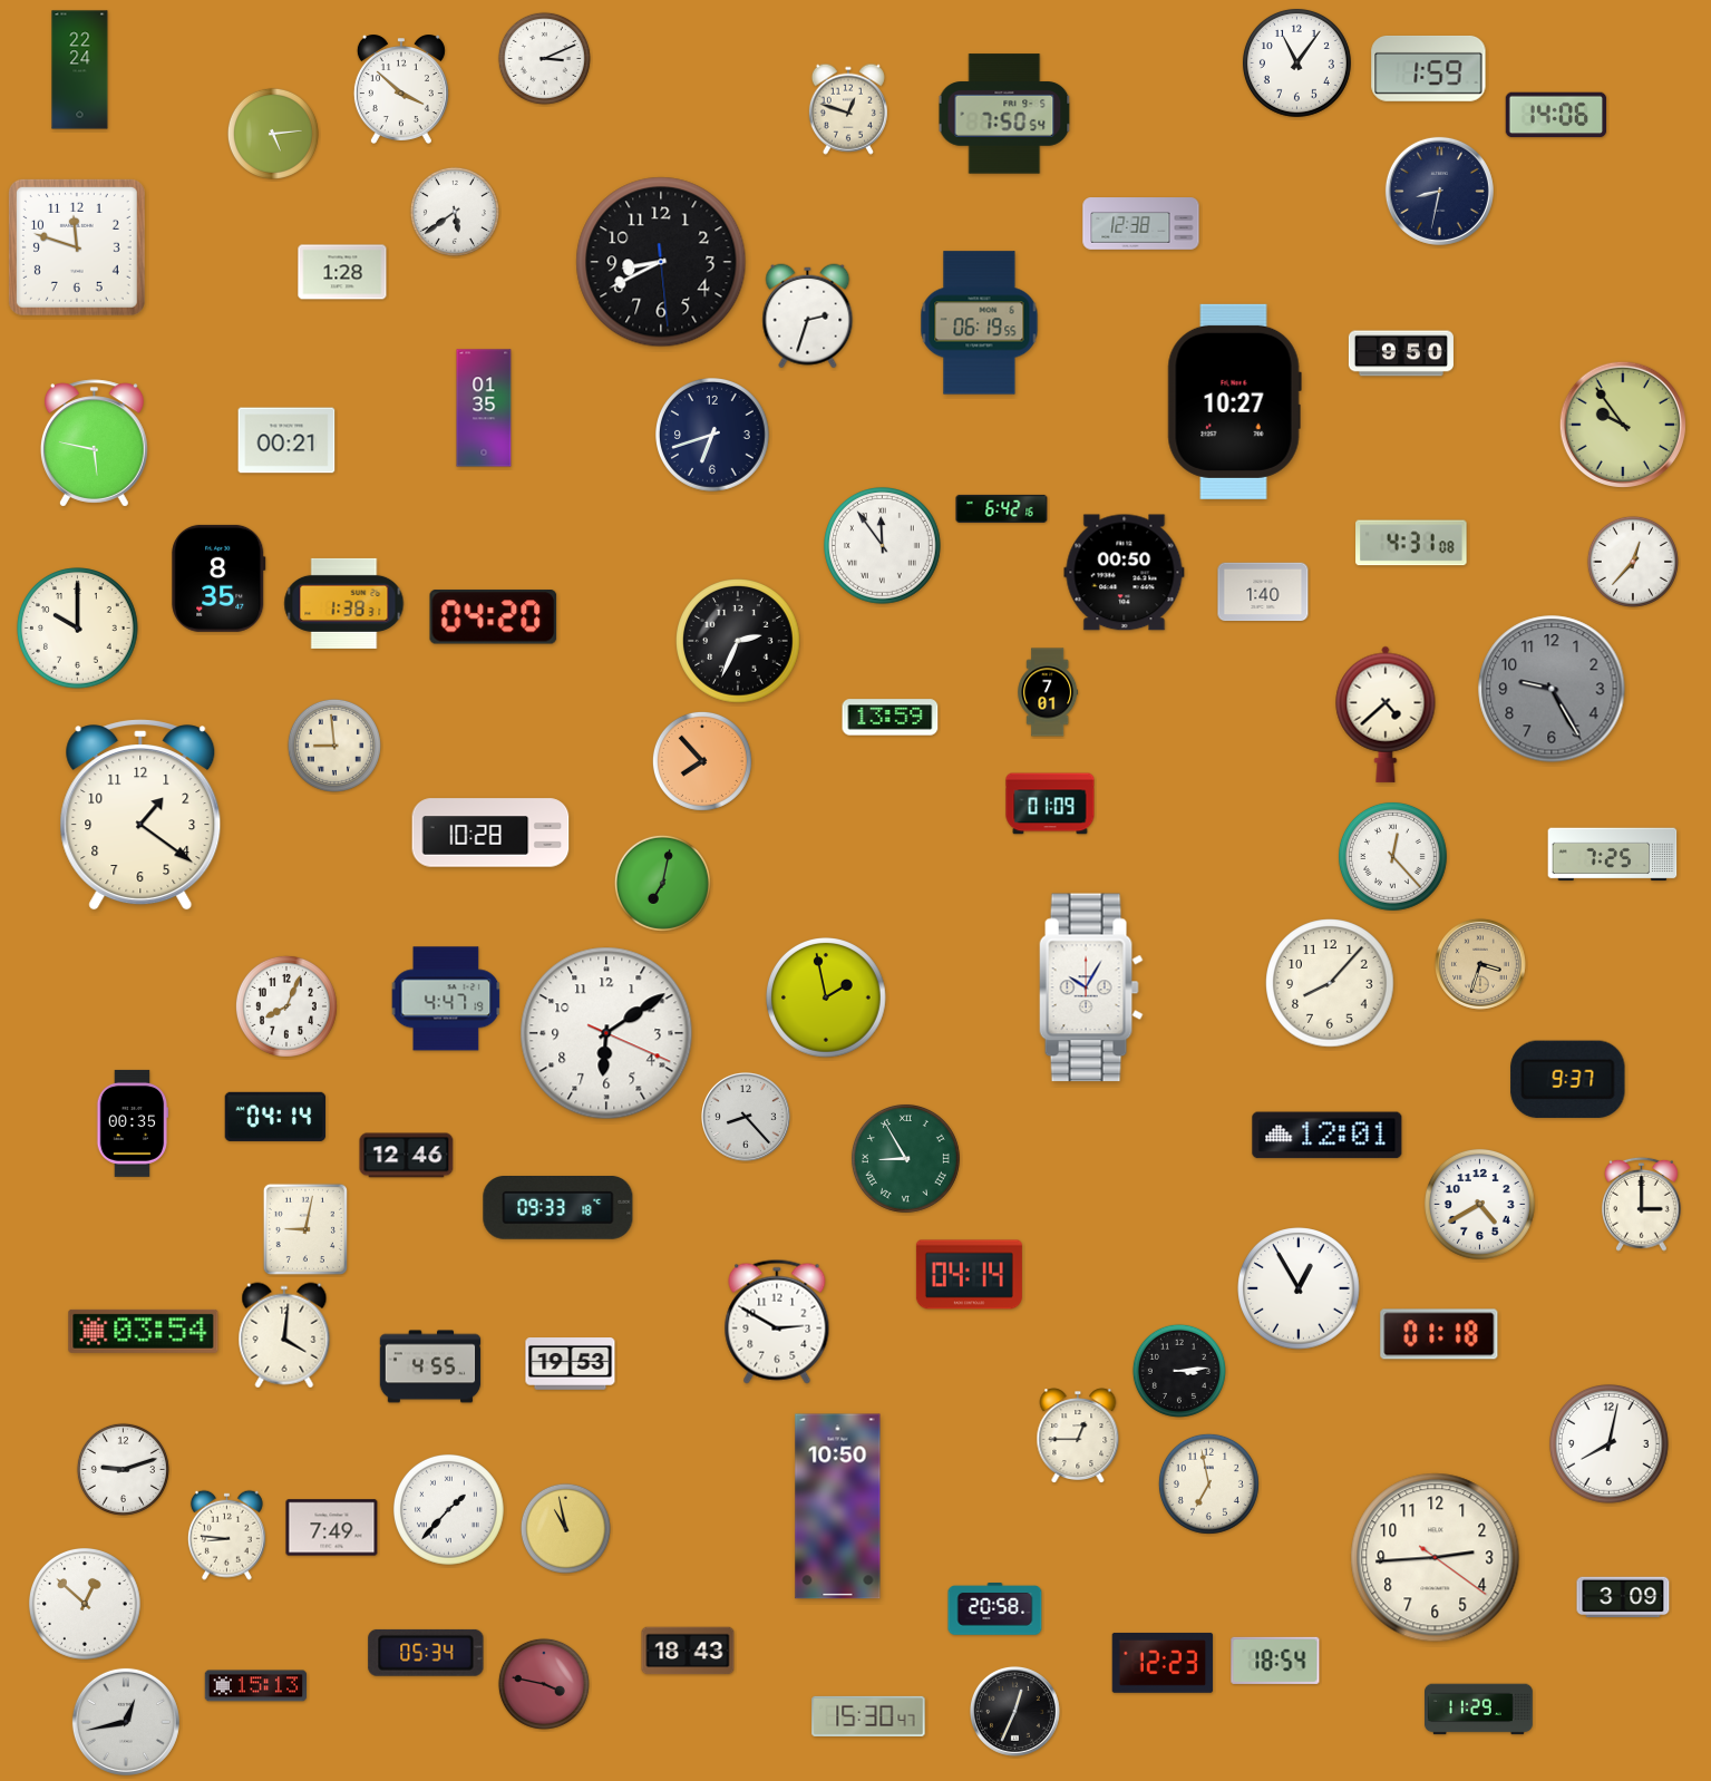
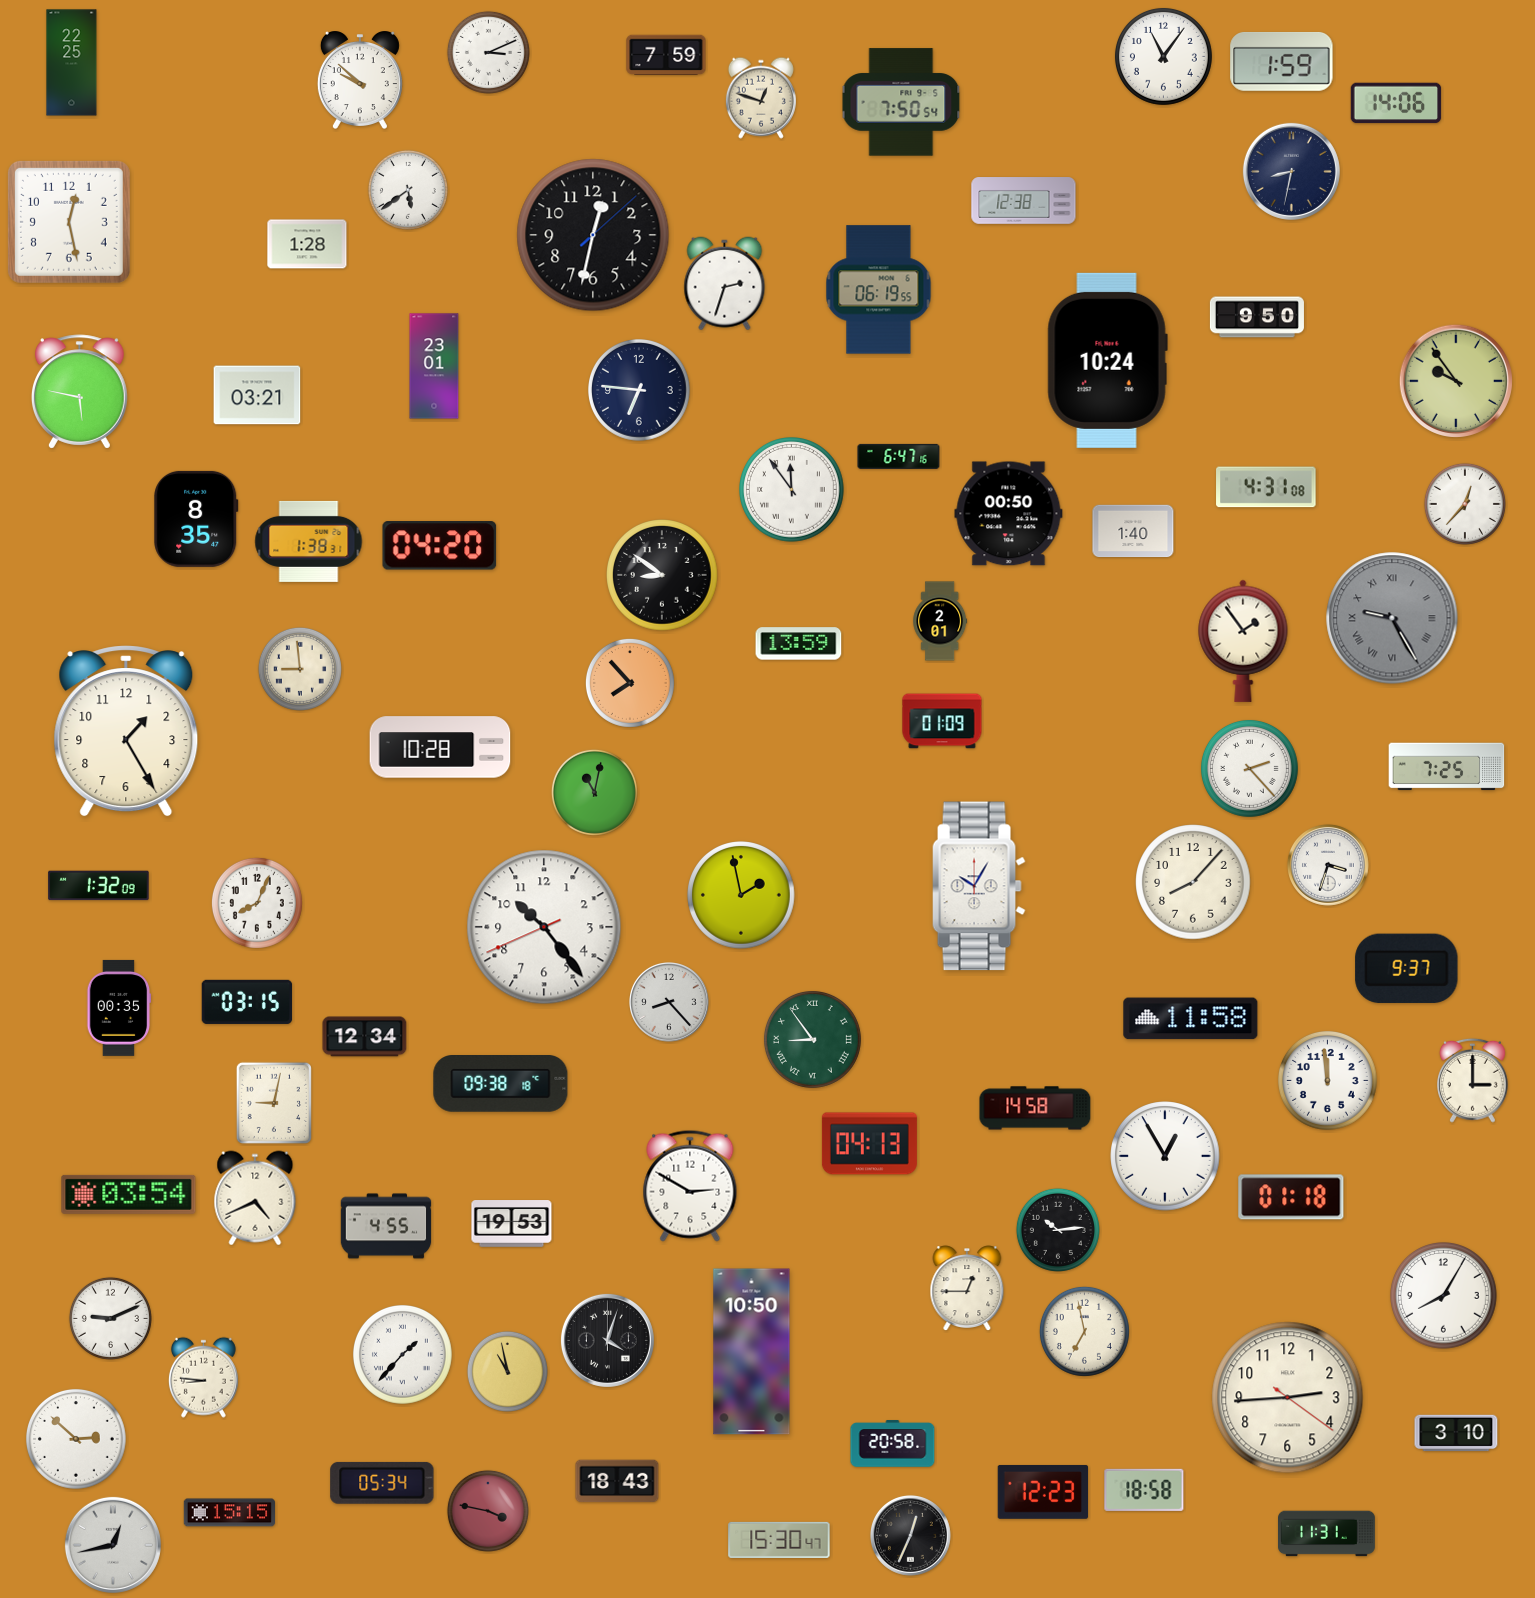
clock at (666, 54): none -> 7:59
clock at (80, 70): 22:24 -> 22:25
clock at (401, 89): 3:52 -> 9:52
clock at (273, 134): 5:14 -> none
clock at (77, 247): 11:48 -> 12:28
clock at (661, 262): 8:40 -> 12:32
clock at (1234, 401): 10:27 -> 10:24
clock at (484, 408): 01:35 -> 23:01
clock at (713, 436): 6:42 -> 6:46
clock at (286, 440): 00:21 -> 03:21
clock at (94, 444) position: (94, 444) -> (79, 392)
clock at (1002, 508): 6:42 -> 6:47
clock at (494, 617) position: (494, 617) -> (440, 546)
clock at (78, 629): 10:00 -> none
clock at (738, 641): 2:34 -> 8:51
clock at (1552, 689) numerals: Arabic -> Roman
clock at (1048, 692): 7:01 -> 2:01
clock at (1386, 714): 4:38 -> 1:54
clock at (140, 815): 1:21 -> 1:25
clock at (1392, 856): 12:23 -> 2:23
clock at (662, 883): 7:02 -> 11:02
clock at (1480, 964) dial: champagne -> white
clock at (99, 886): none -> 1:32
clock at (446, 999): 4:47 -> none
clock at (606, 1033): 6:09 -> 10:23
clock at (275, 1117): 04:14 -> 03:15
clock at (1328, 1136): 12:01 -> 11:58
clock at (407, 1156): 12:46 -> 12:34
clock at (905, 1158): 8:55 -> 8:54
clock at (1479, 1204): 4:40 -> 11:59
clock at (558, 1208): 09:33 -> 09:38
clock at (1035, 1108): none -> 14:58
clock at (969, 1275): 04:14 -> 04:13
clock at (777, 1322) position: (777, 1322) -> (690, 1186)
clock at (284, 1335): 4:01 -> 4:41
clock at (1179, 1371): 3:14 -> 10:14
clock at (1610, 1444): 8:02 -> 8:05
clock at (123, 1469): 9:12 -> 9:11
clock at (607, 1340): none -> 4:03
clock at (332, 1528): 7:49 -> none
clock at (1623, 1597): 3:09 -> 3:10
clock at (85, 1604): 12:52 -> 2:52
clock at (1275, 1661): 18:54 -> 18:58
clock at (256, 1686): 15:13 -> 15:15
clock at (1479, 1710): 11:29 -> 11:31
